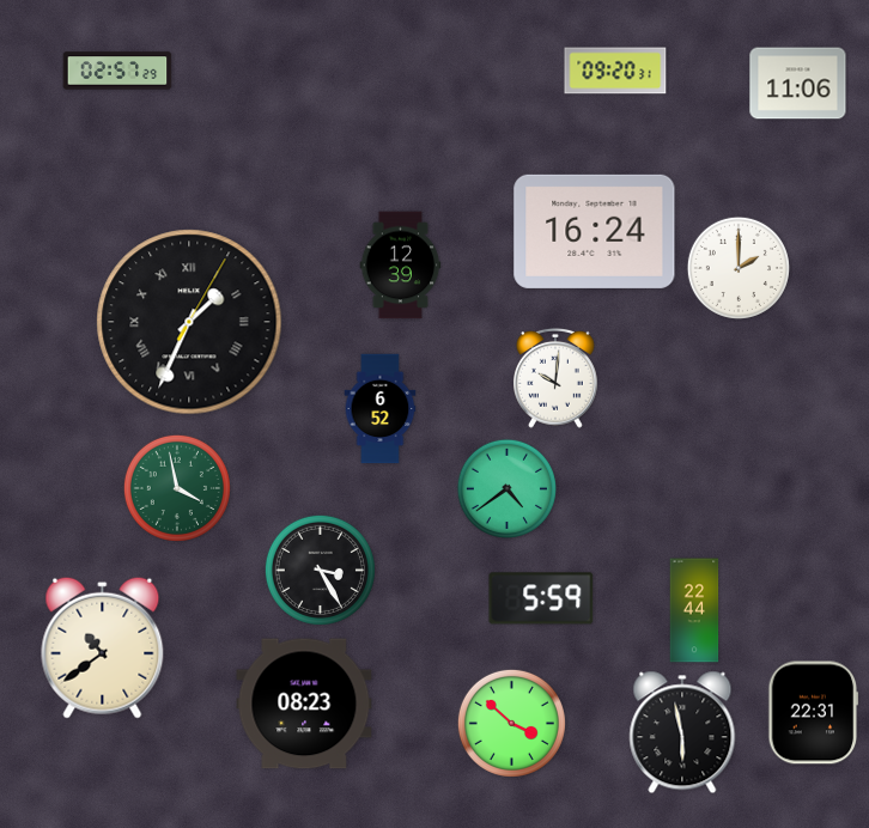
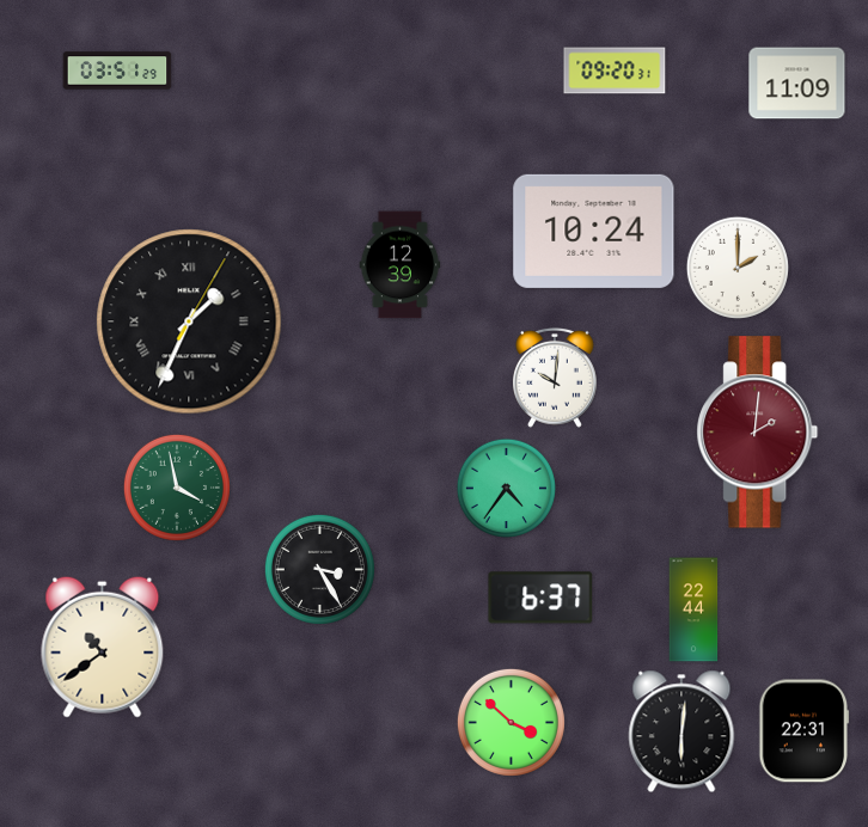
clock at (117, 71): 02:57 -> 03:51
clock at (798, 84): 11:06 -> 11:09
clock at (595, 231): 16:24 -> 10:24
clock at (381, 409): 6:52 -> none
clock at (758, 433): none -> 2:01
clock at (506, 488): 4:39 -> 4:36
clock at (541, 598): 5:59 -> 6:37
clock at (304, 704): 08:23 -> none
clock at (814, 713) position: (814, 713) -> (805, 731)
clock at (682, 732): 5:58 -> 6:01
